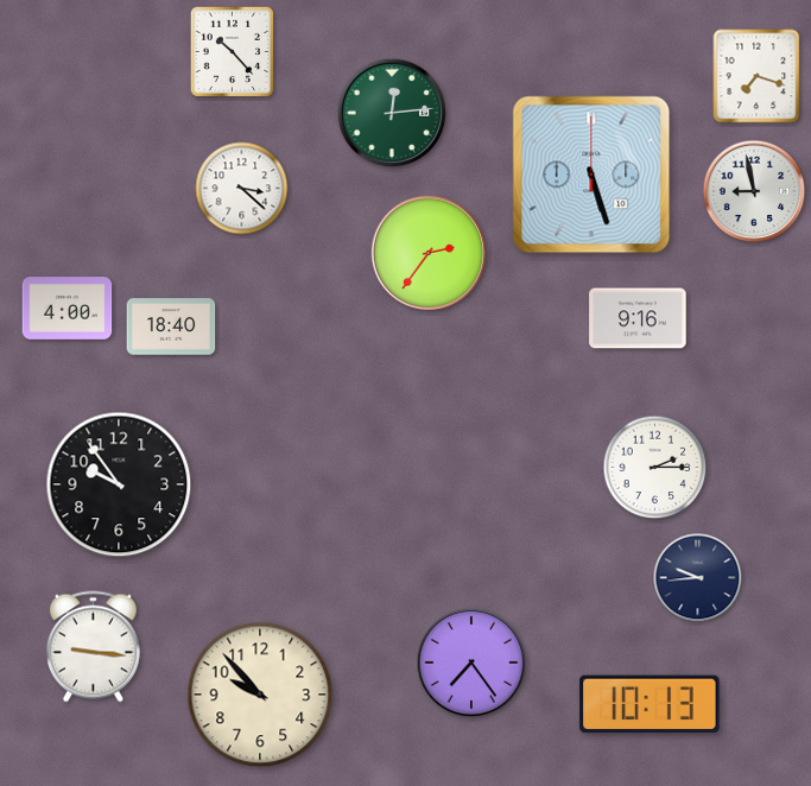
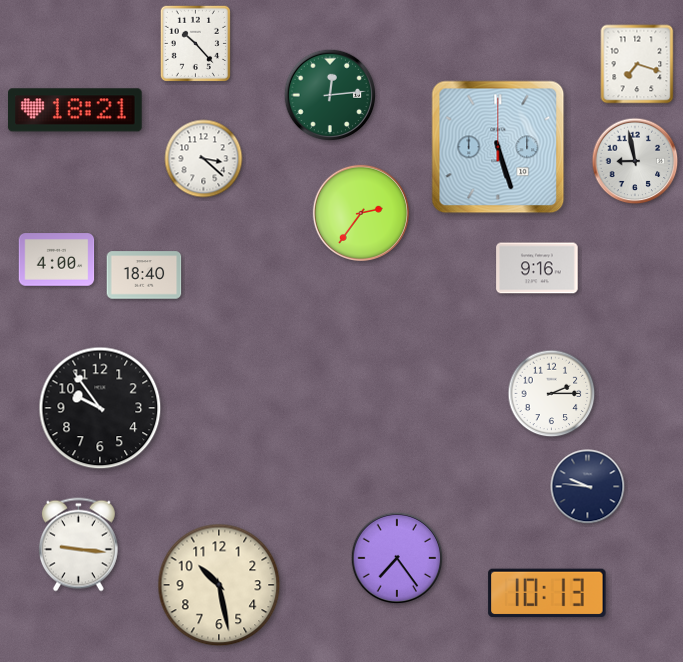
clock at (76, 110): none -> 18:21
clock at (698, 578): 9:44 -> 9:46
clock at (260, 695): 9:53 -> 10:28
